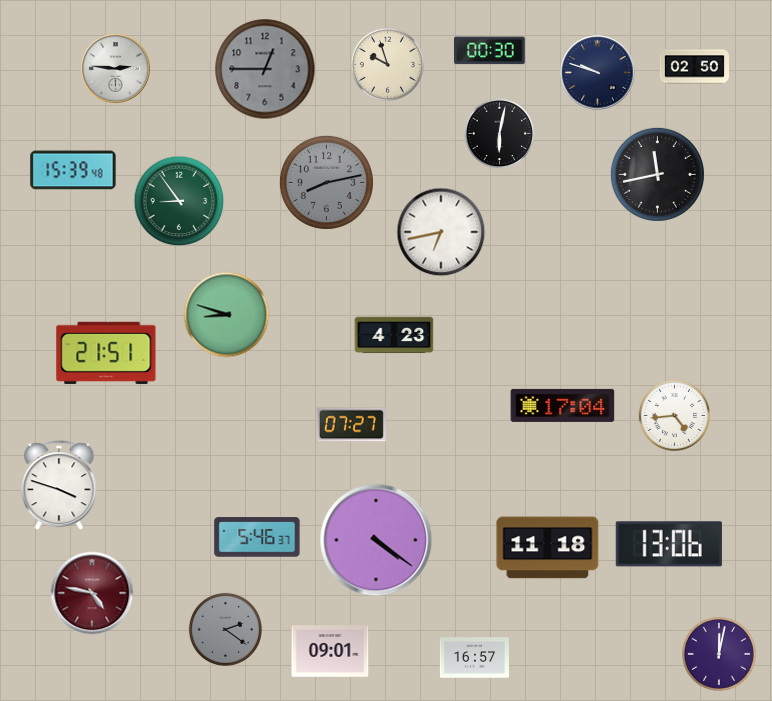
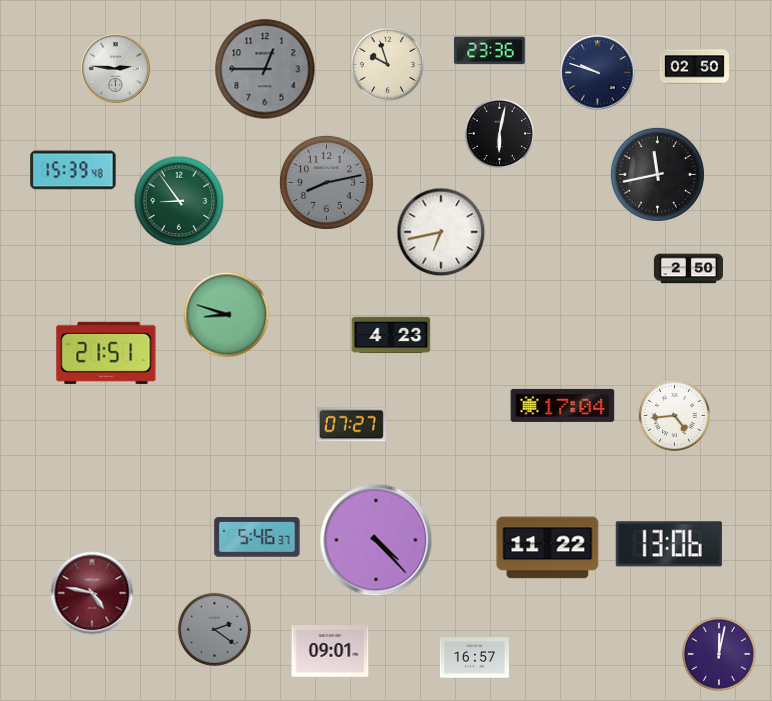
clock at (490, 51): 00:30 -> 23:36
clock at (688, 269): none -> 2:50
clock at (394, 335) position: (394, 335) -> (391, 335)
clock at (59, 486): 3:48 -> none
clock at (376, 540): 4:21 -> 4:23
clock at (548, 548): 11:18 -> 11:22
clock at (225, 629) position: (225, 629) -> (214, 629)
